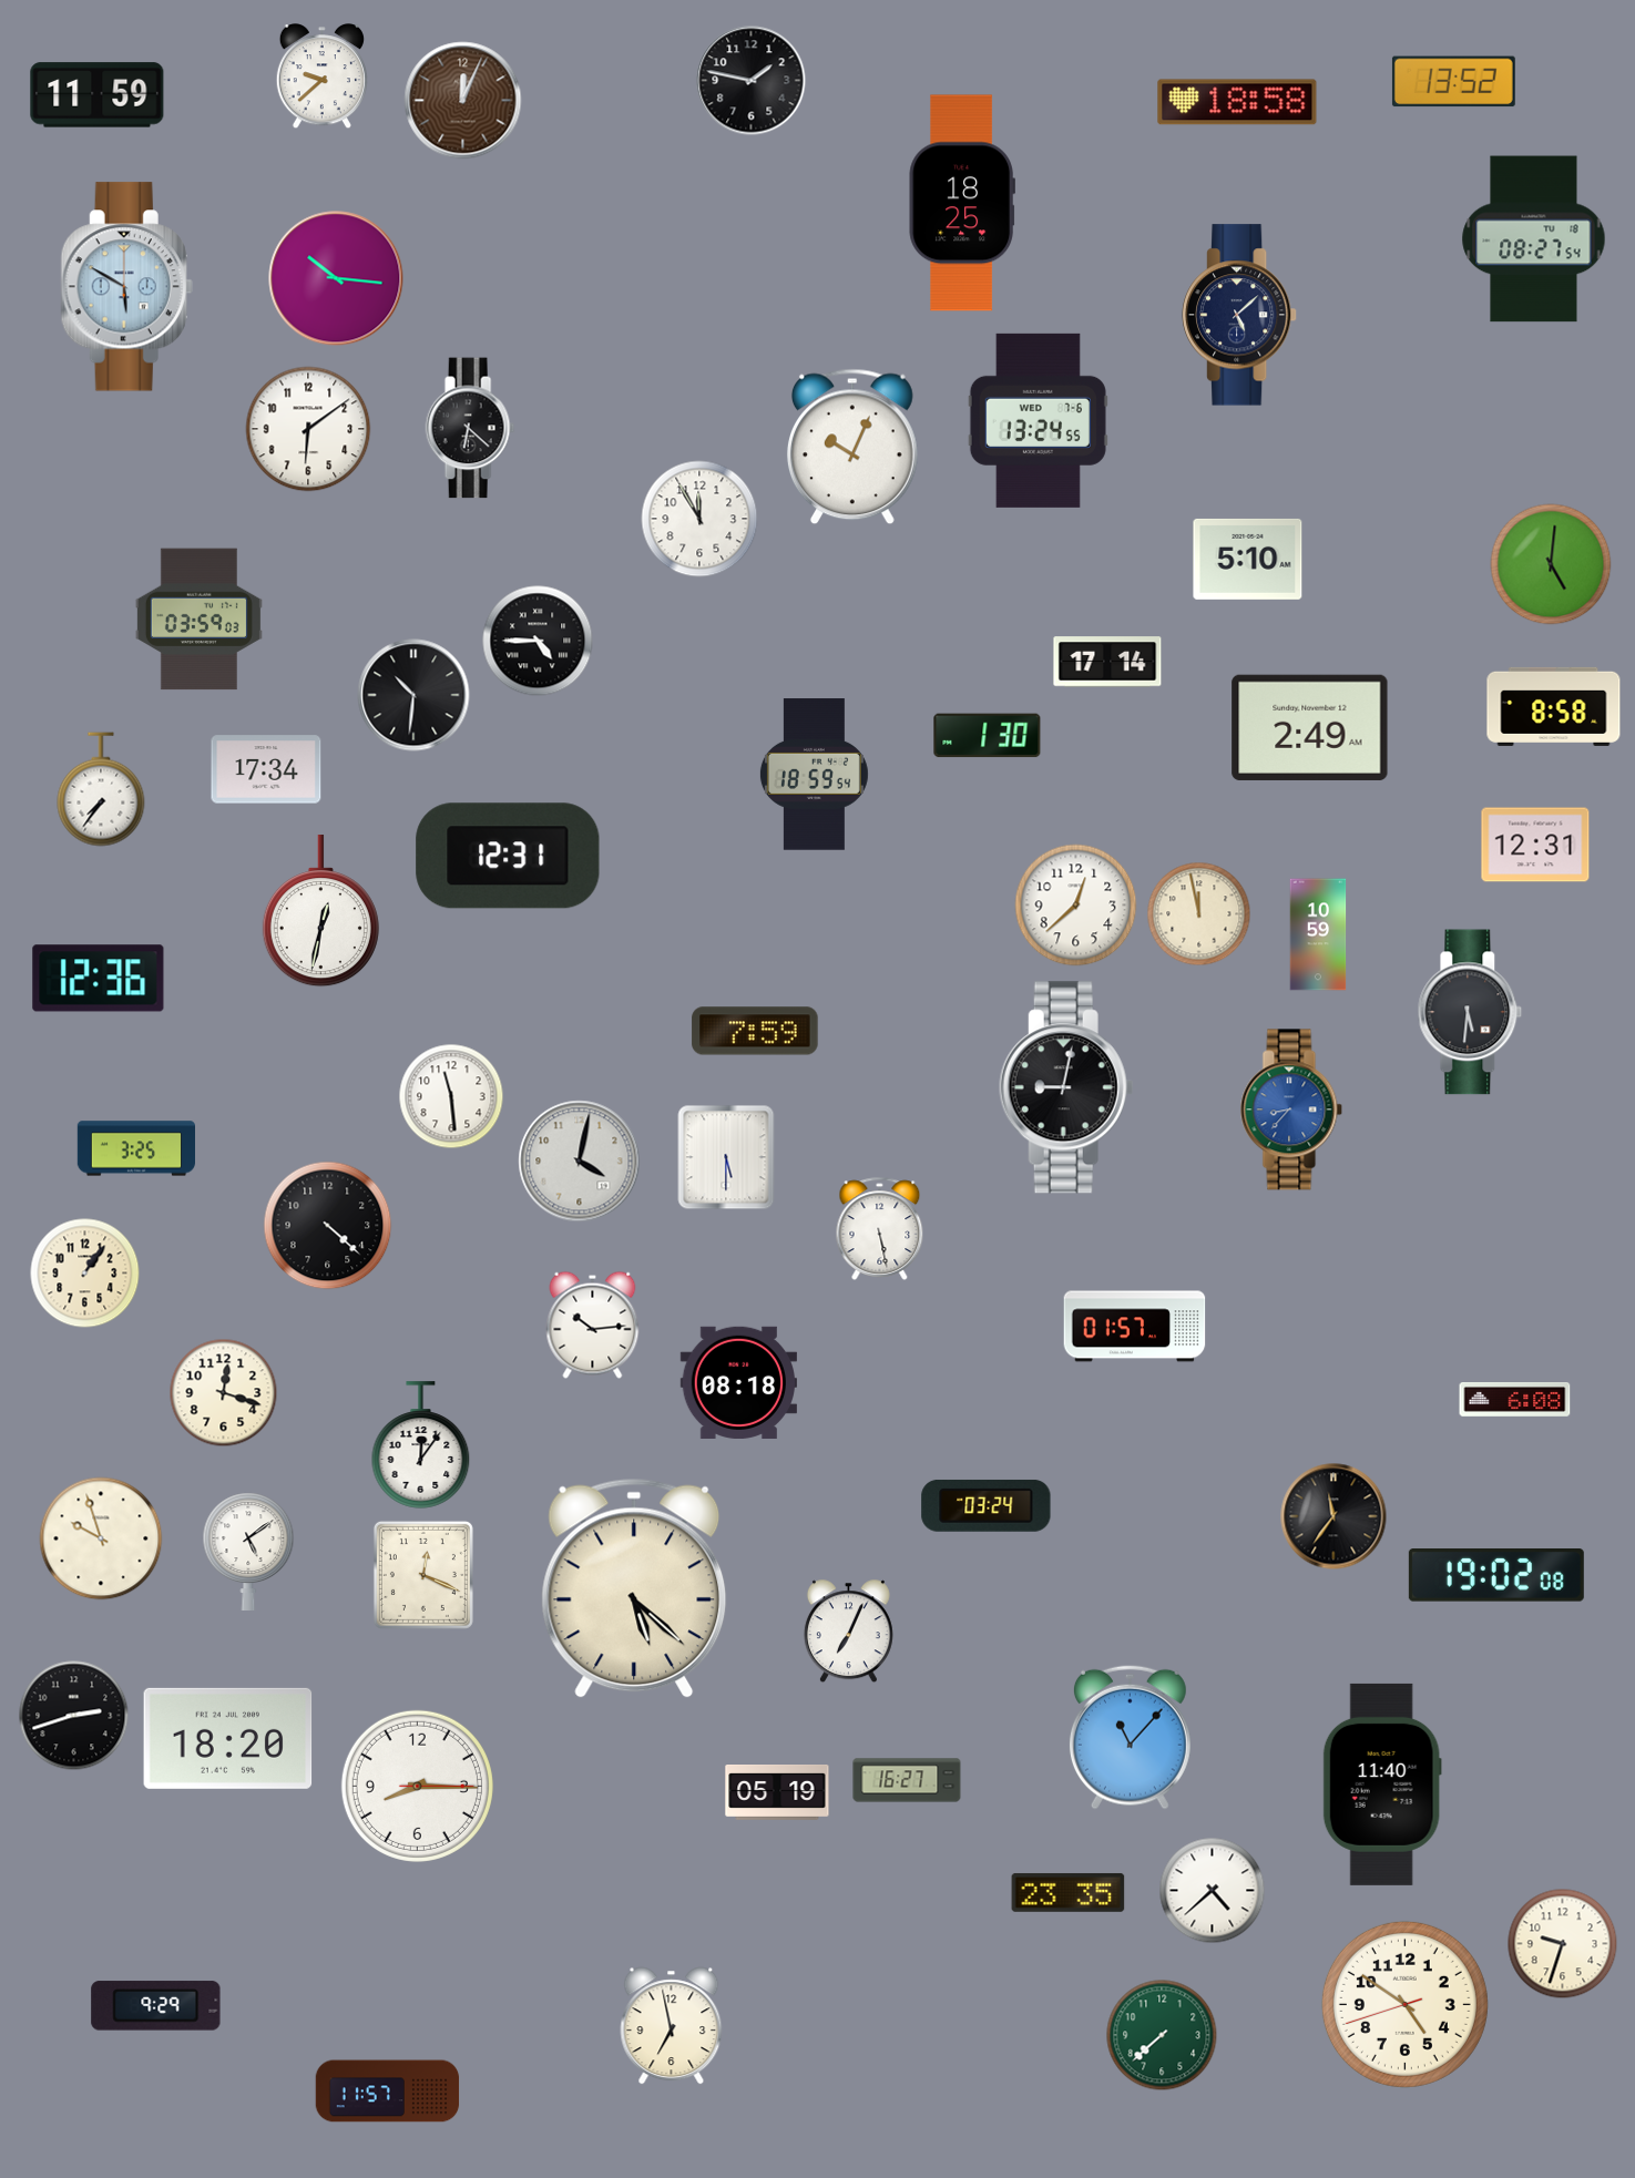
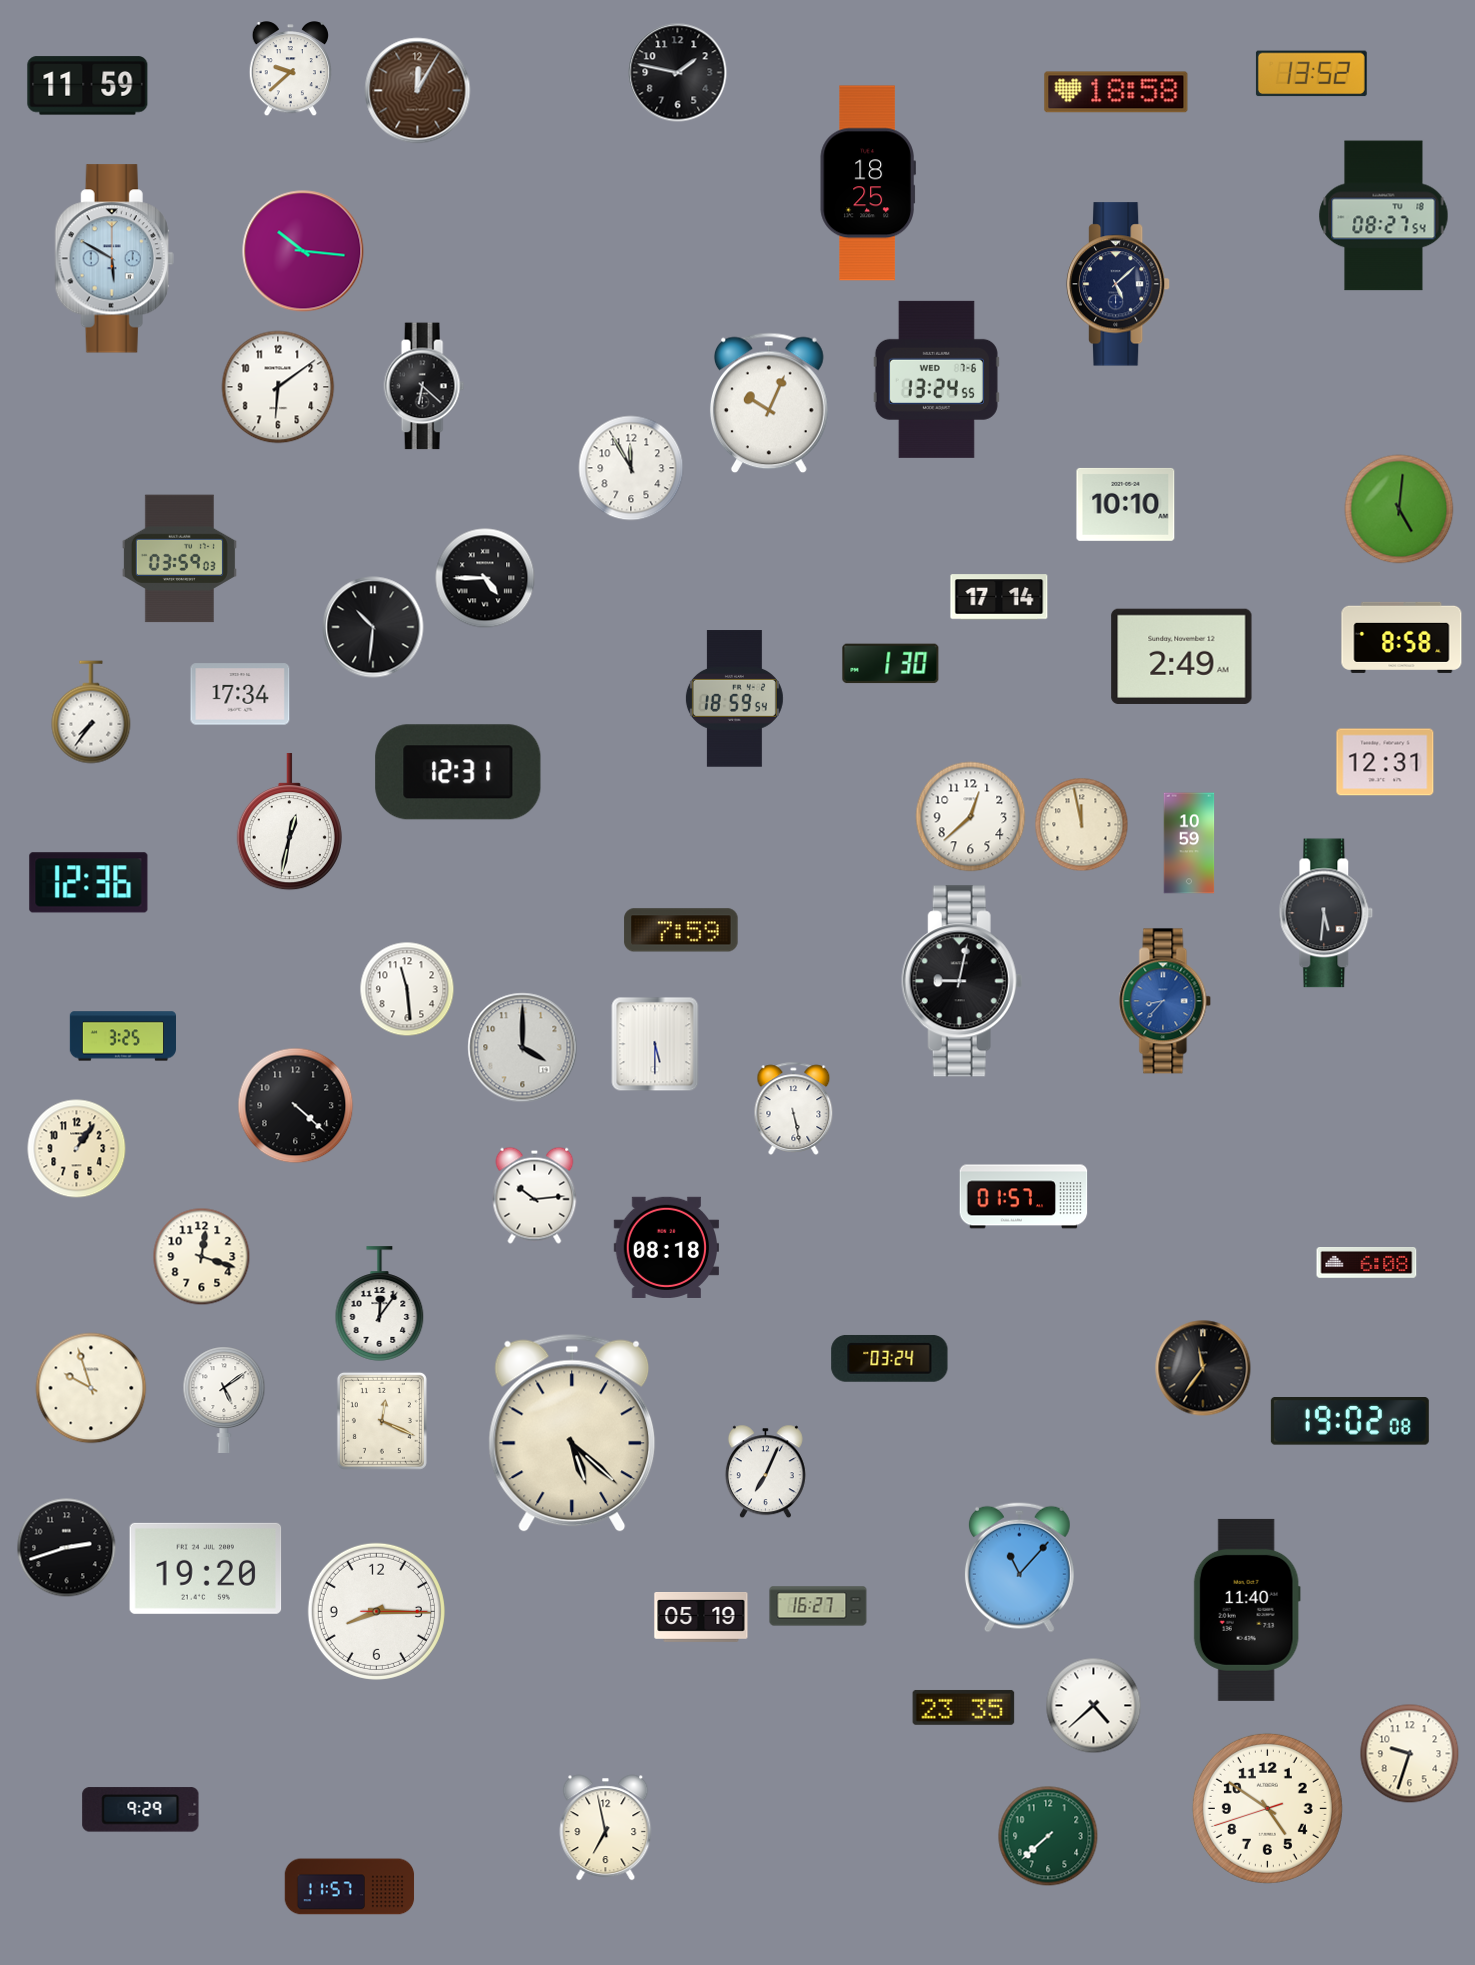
clock at (463, 101): 12:04 -> 12:05
clock at (1248, 559): 5:10 -> 10:10
clock at (580, 1162): 4:02 -> 4:00
clock at (228, 1738): 18:20 -> 19:20
